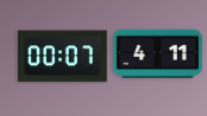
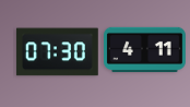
clock at (62, 57): 00:07 -> 07:30
